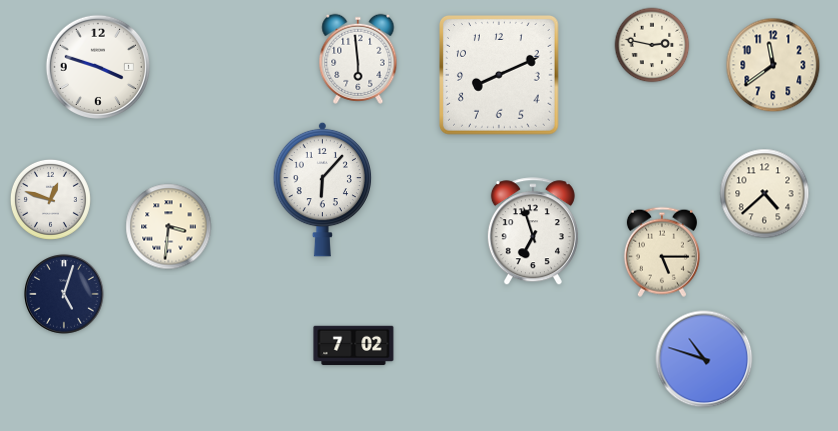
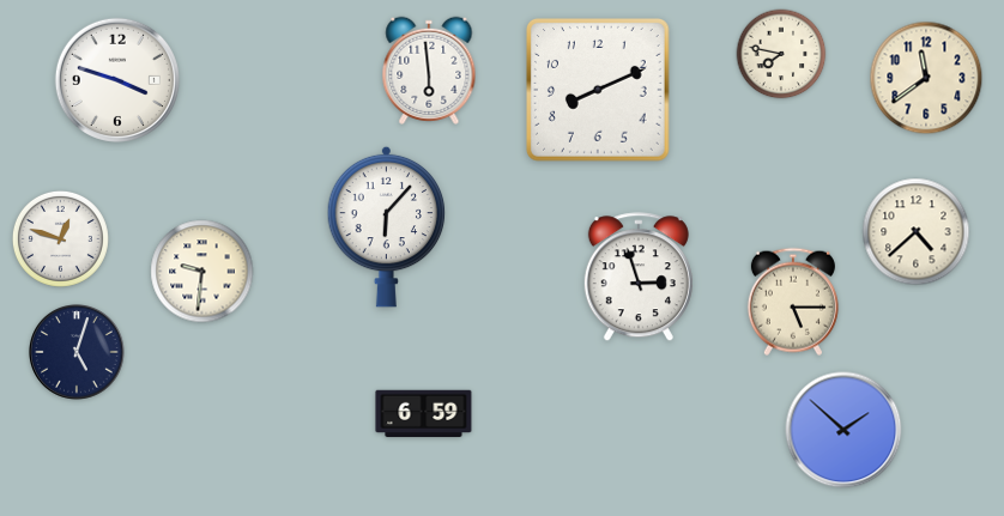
clock at (652, 45): 2:47 -> 7:47
clock at (169, 227): 3:31 -> 9:31
clock at (533, 232): 6:57 -> 2:57
clock at (354, 346): 7:02 -> 6:59
clock at (704, 359): 10:48 -> 1:52
